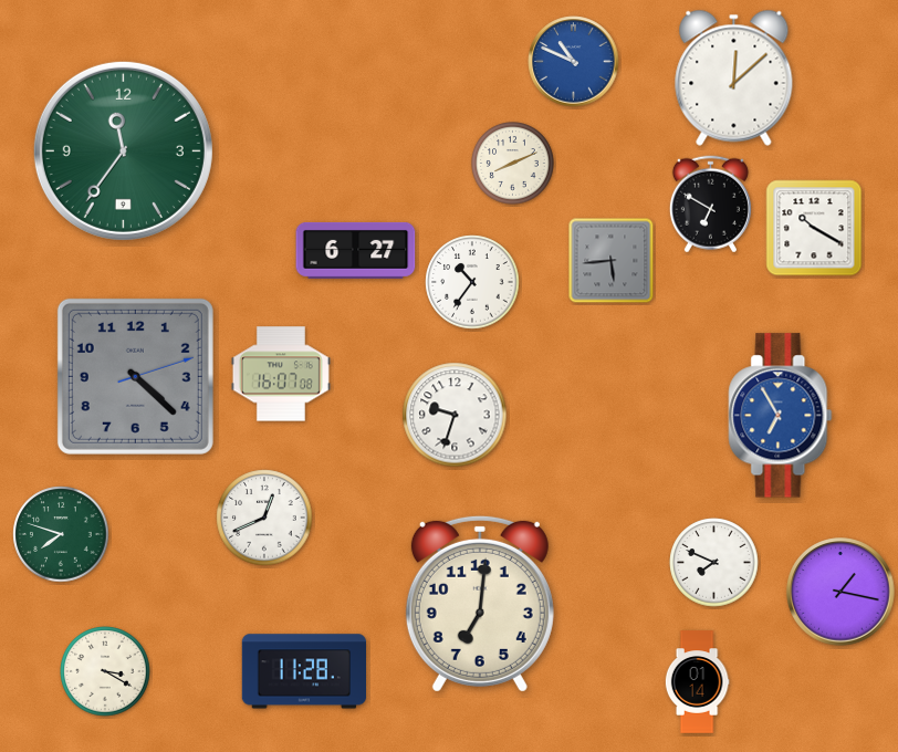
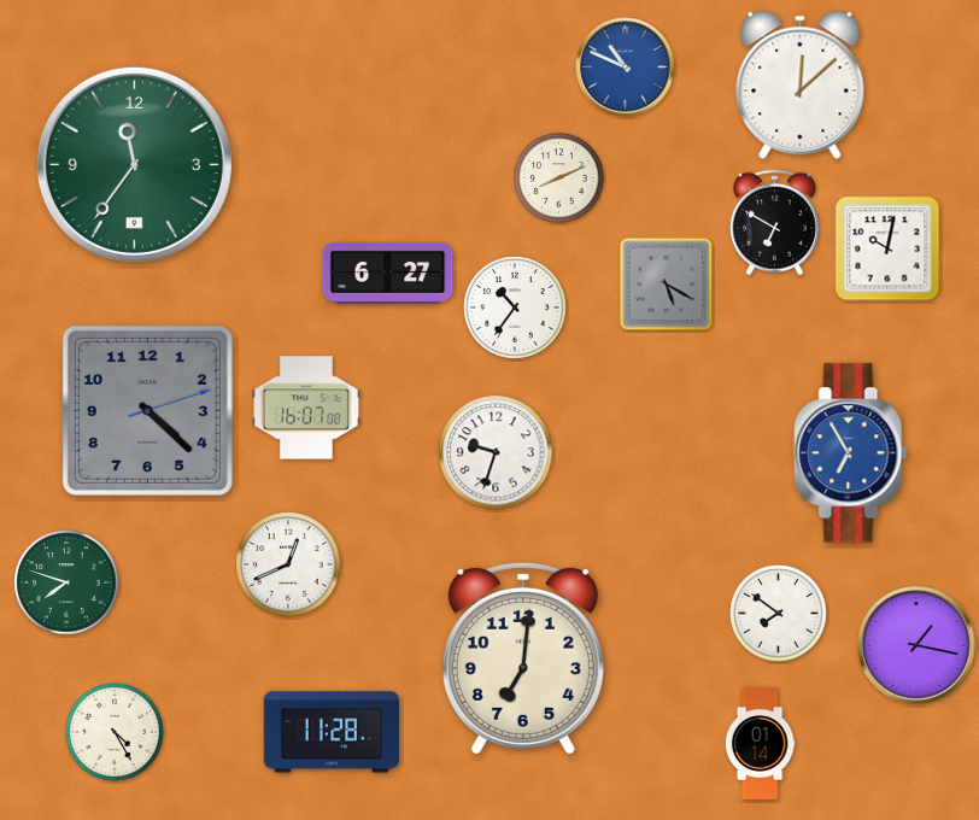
clock at (814, 228): 10:20 -> 10:02
clock at (612, 261): 5:44 -> 5:20
clock at (714, 563): 7:49 -> 7:51
clock at (105, 671): 3:20 -> 4:25
